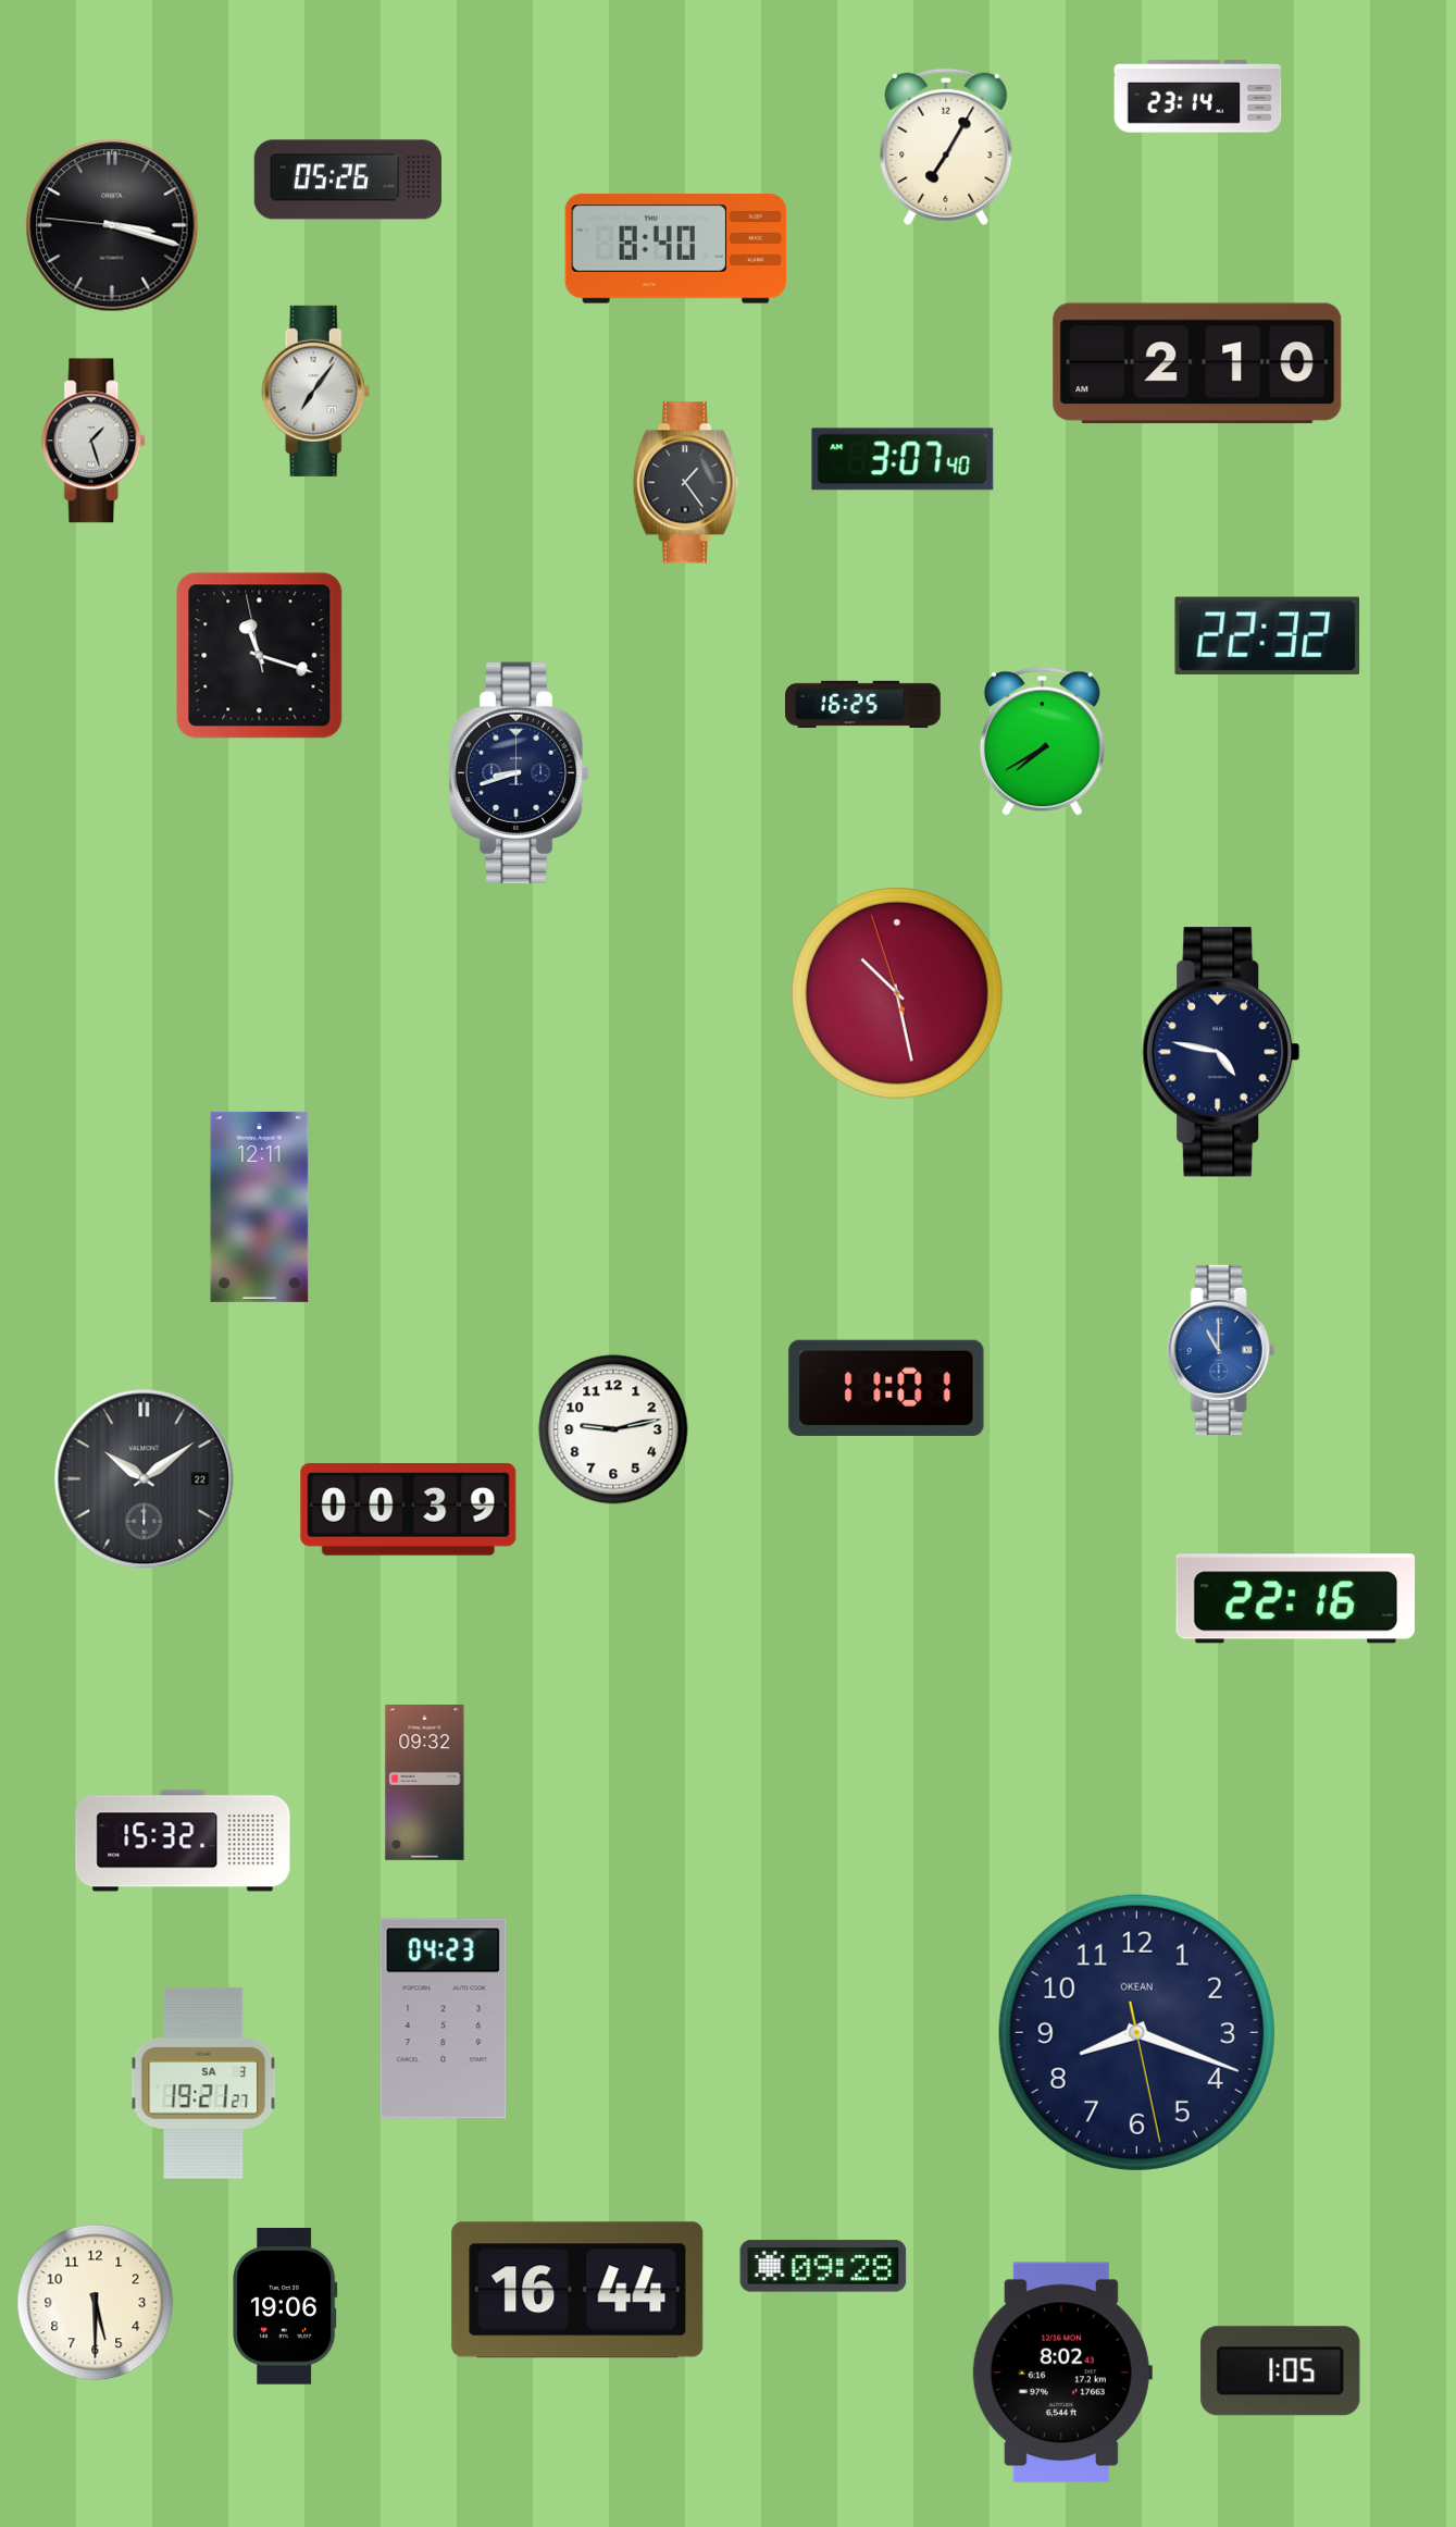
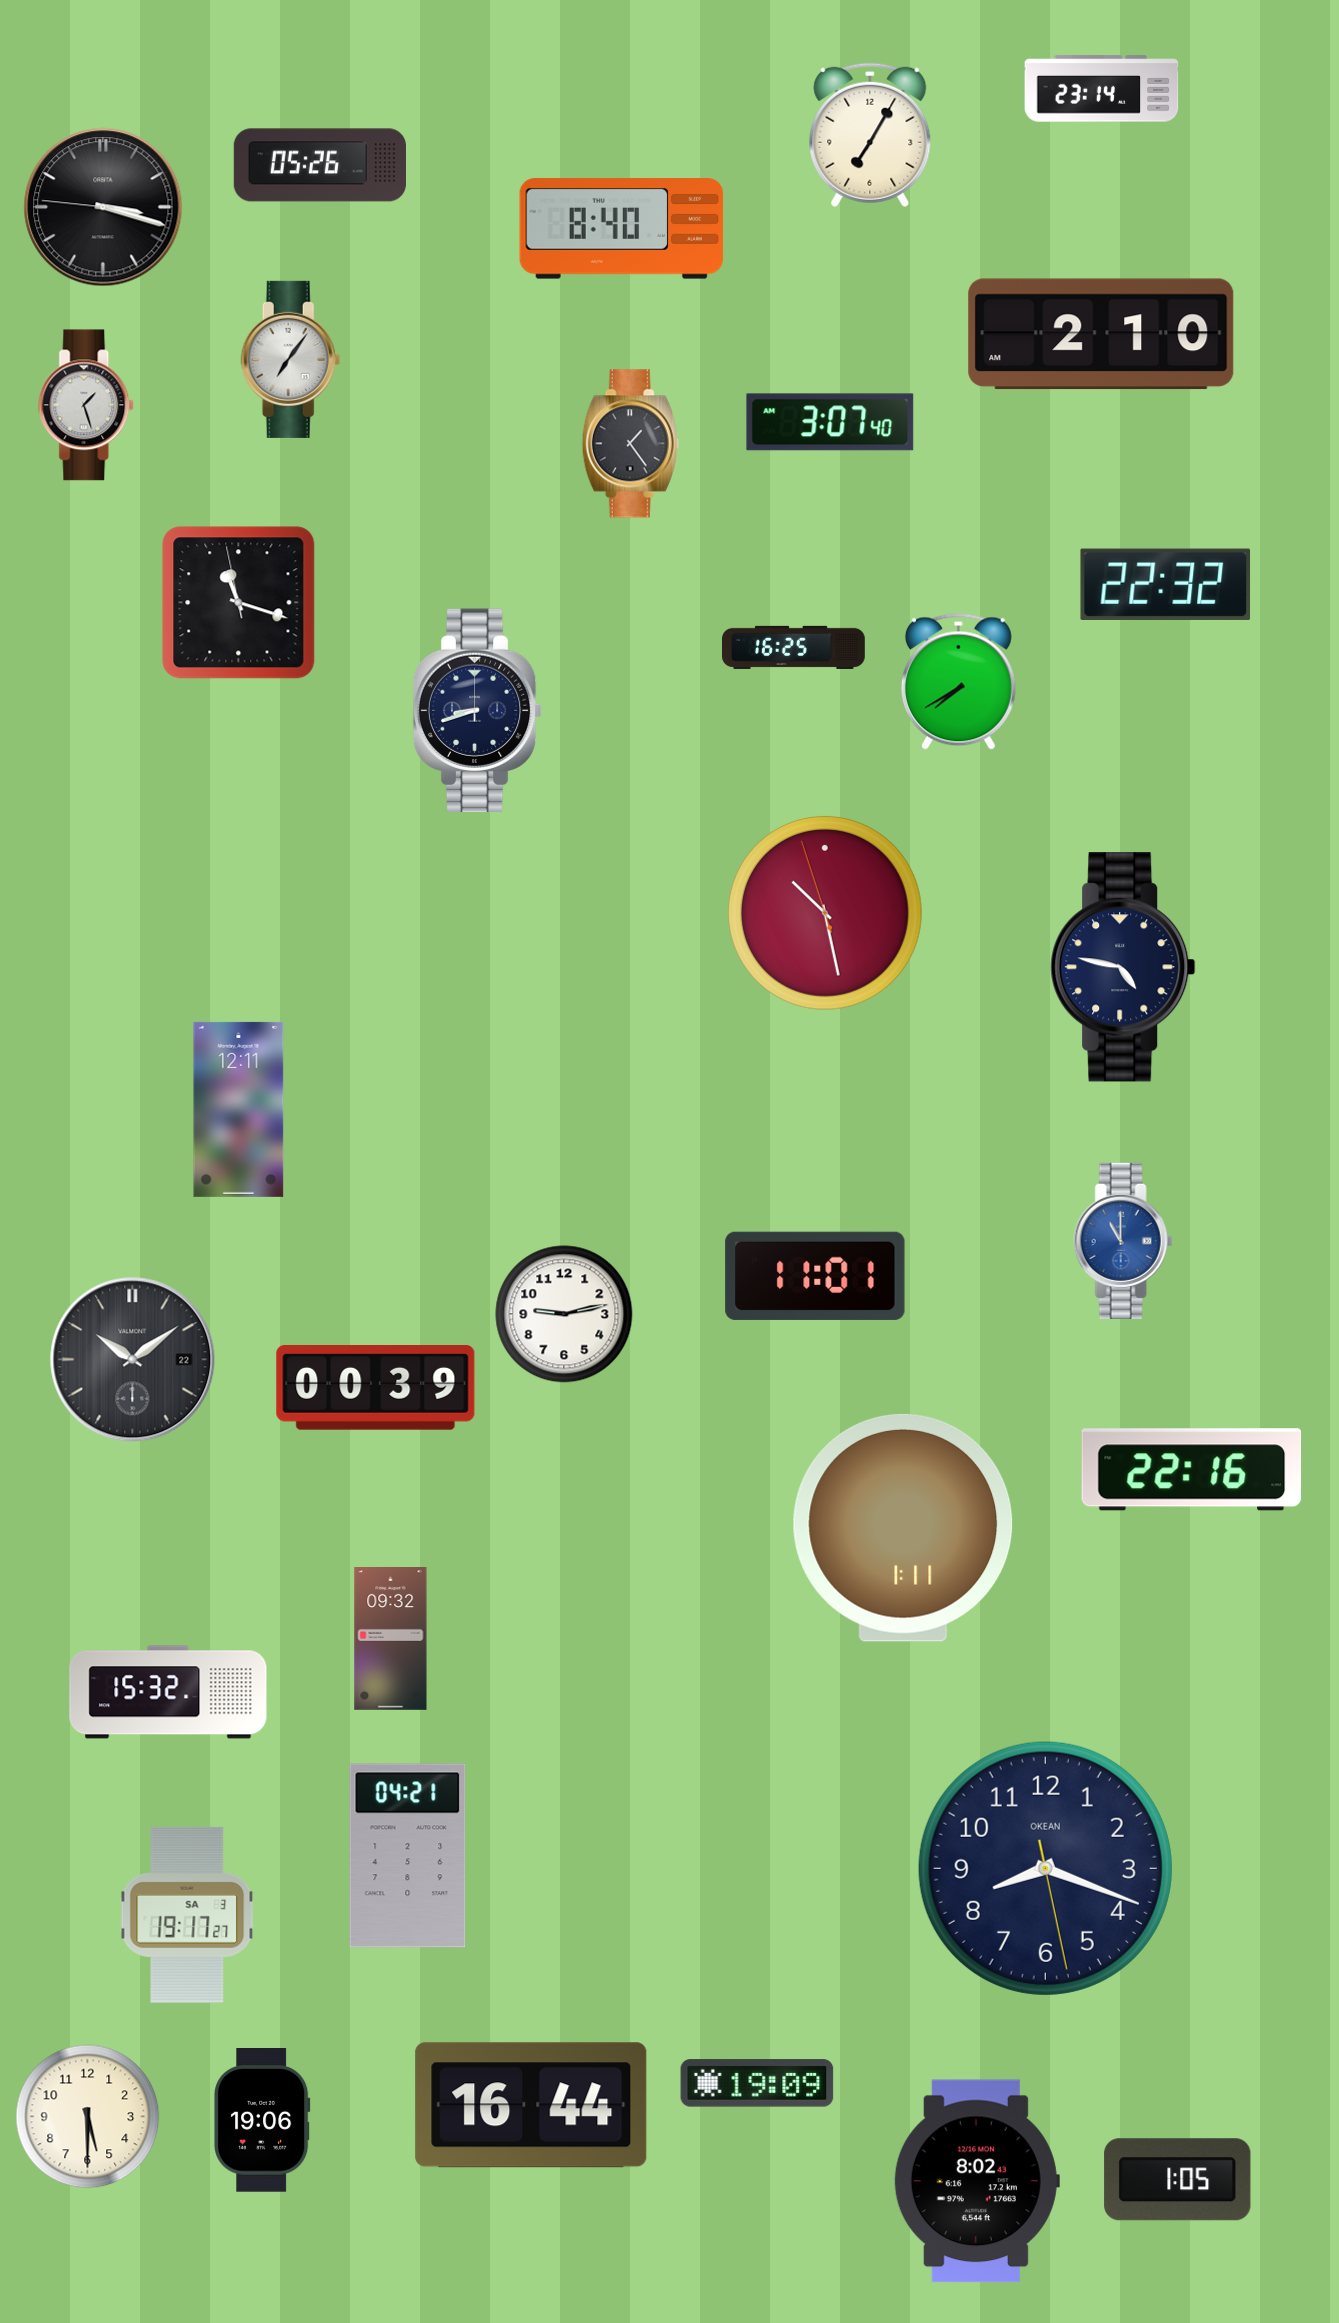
clock at (903, 1528): none -> 1:11
clock at (444, 2019): 04:23 -> 04:21
clock at (203, 2083): 19:21 -> 19:17
clock at (823, 2266): 09:28 -> 19:09
